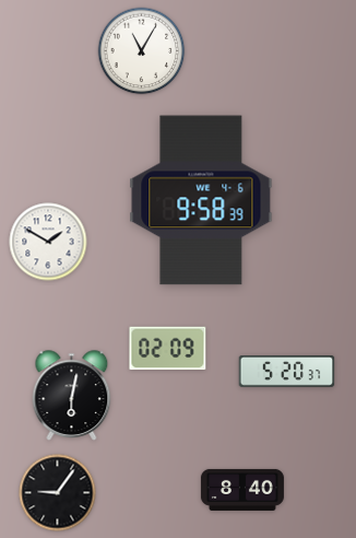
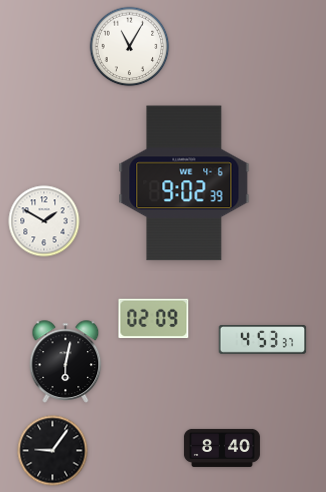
clock at (201, 200): 9:58 -> 9:02
clock at (287, 372): 5:20 -> 4:53
